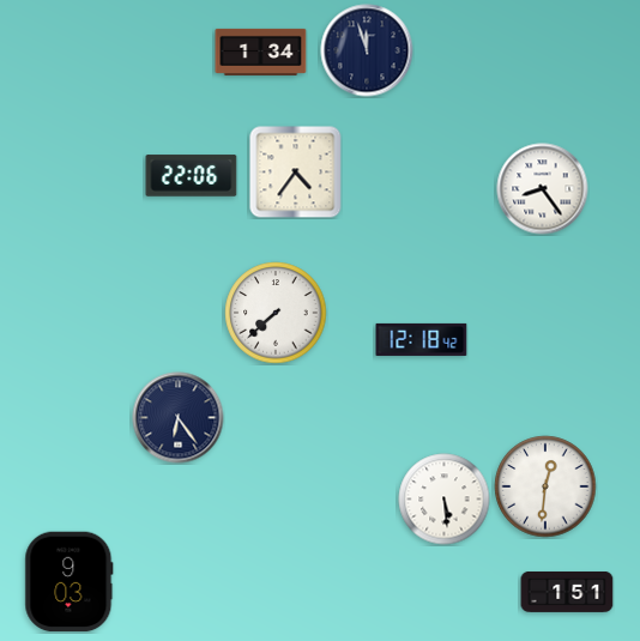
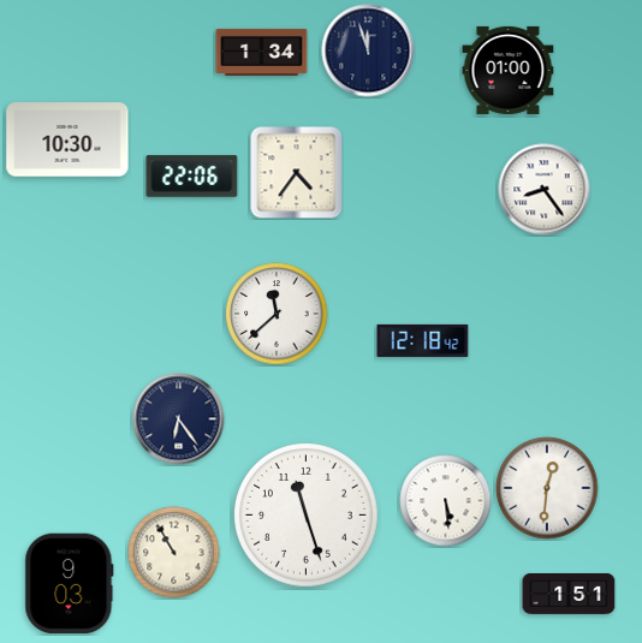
clock at (509, 70): none -> 01:00
clock at (67, 139): none -> 10:30
clock at (276, 313): 7:38 -> 11:38
clock at (307, 516): none -> 11:27
clock at (174, 553): none -> 10:55
